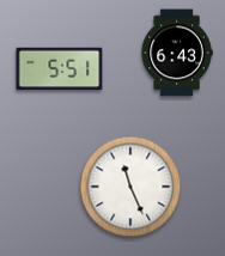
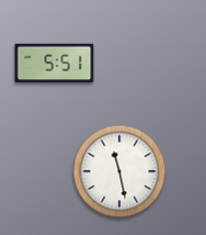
clock at (177, 53): 6:43 -> none
clock at (130, 187): 11:26 -> 11:28
